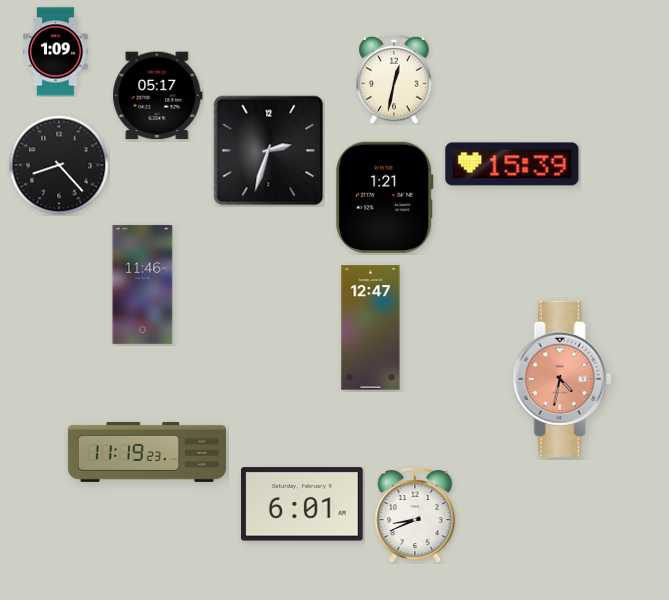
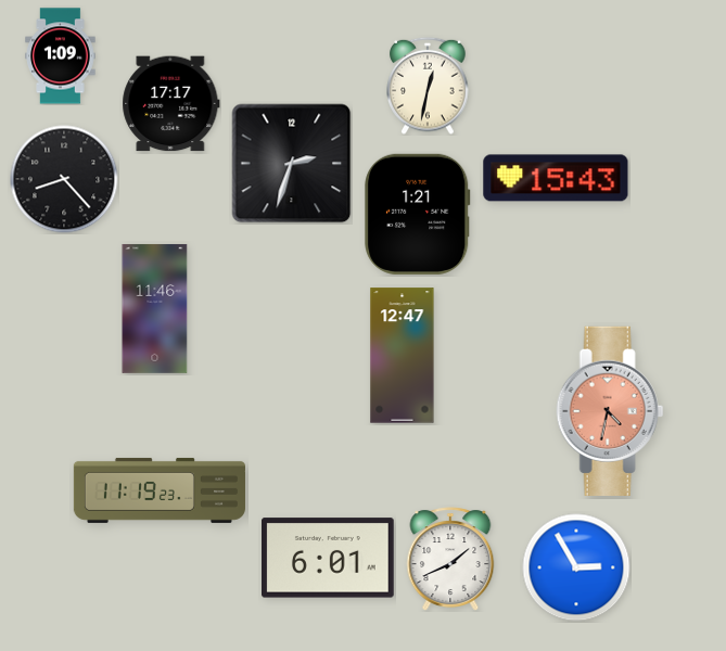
clock at (158, 96): 05:17 -> 17:17
clock at (512, 164): 15:39 -> 15:43
clock at (303, 504) position: (303, 504) -> (329, 558)
clock at (415, 515): 8:41 -> 1:41
clock at (576, 567): none -> 2:55
